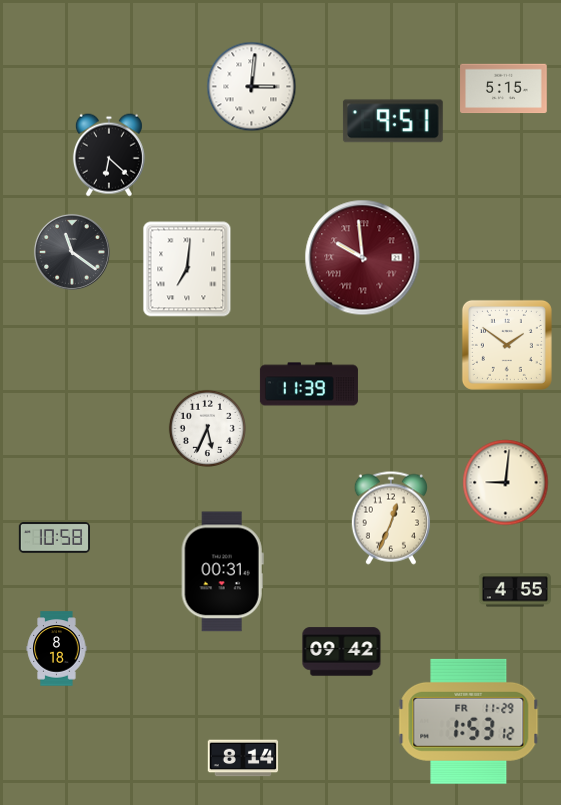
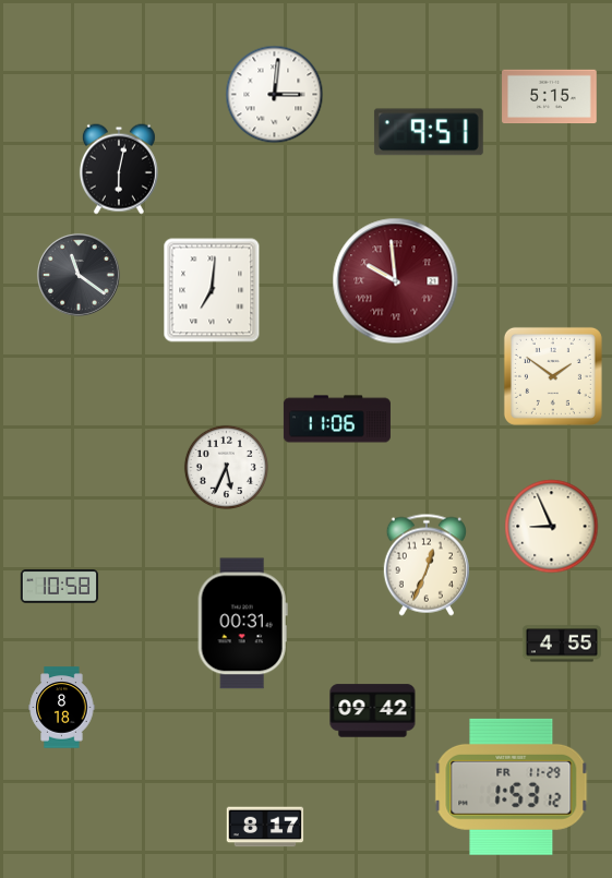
clock at (109, 155): 6:22 -> 6:02
clock at (187, 269) position: (187, 269) -> (212, 290)
clock at (309, 384): 11:39 -> 11:06
clock at (506, 483): 9:01 -> 8:56
clock at (243, 758): 8:14 -> 8:17
